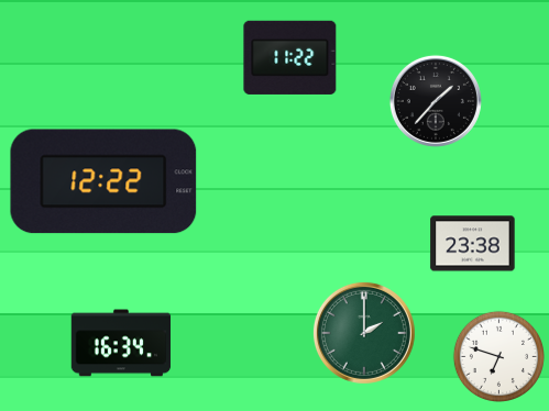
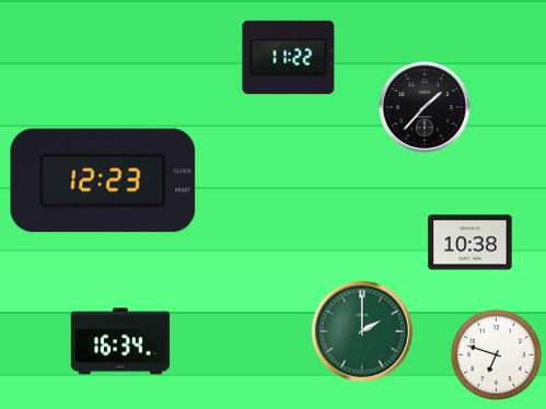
clock at (436, 101) position: (436, 101) -> (425, 107)
clock at (103, 181): 12:22 -> 12:23
clock at (473, 244): 23:38 -> 10:38
